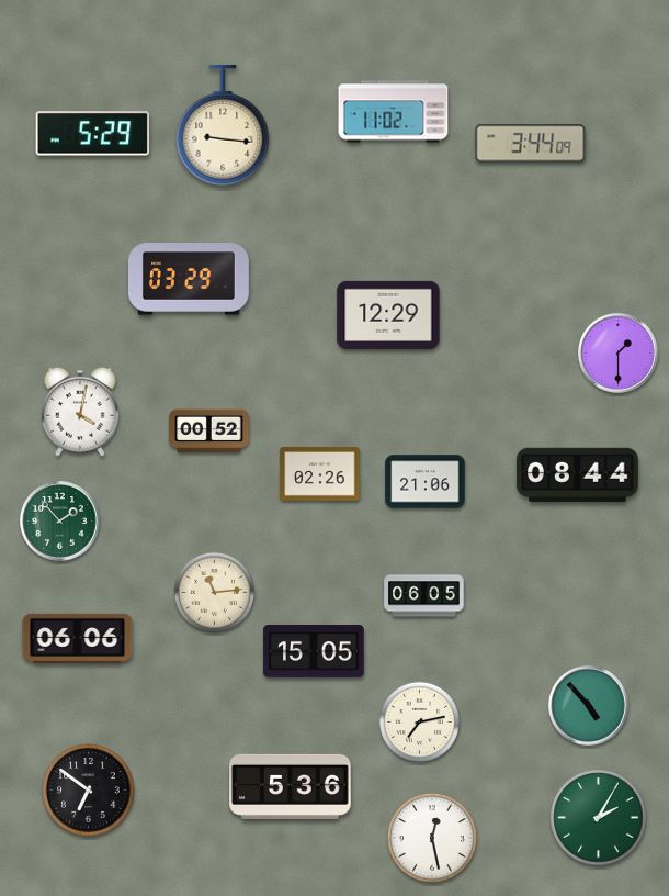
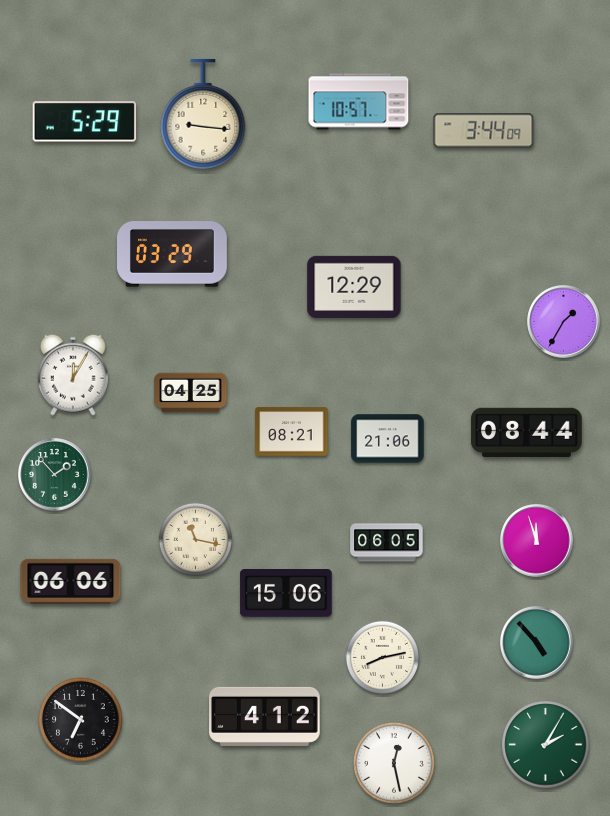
clock at (394, 112): 11:02 -> 10:57
clock at (619, 354): 1:30 -> 1:35
clock at (80, 412): 4:02 -> 12:05
clock at (209, 432): 00:52 -> 04:25
clock at (320, 474): 02:26 -> 08:21
clock at (214, 592): 11:14 -> 11:17
clock at (537, 541): none -> 11:57
clock at (314, 652): 15:05 -> 15:06
clock at (419, 721): 7:13 -> 8:13
clock at (291, 786): 5:36 -> 4:12
